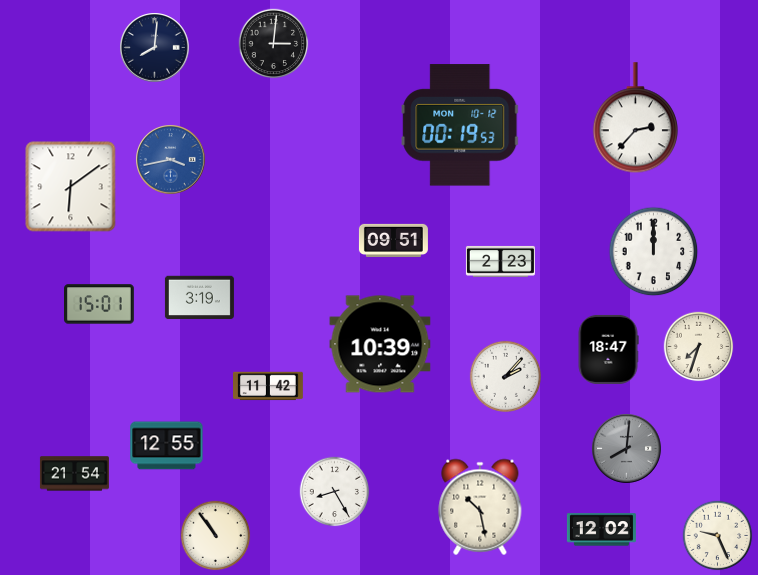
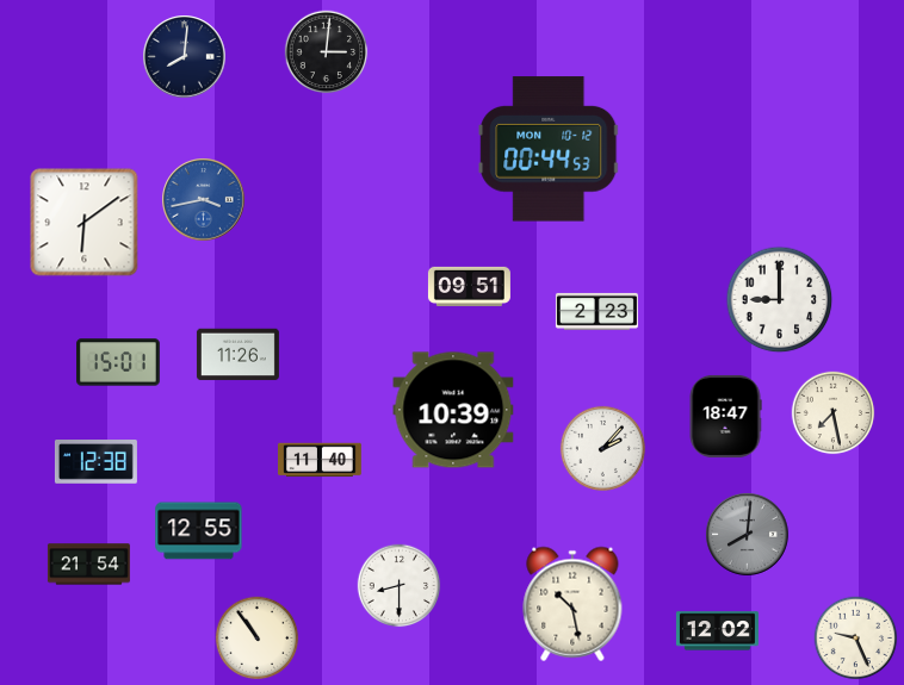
clock at (635, 118): 2:37 -> none
clock at (460, 125): 00:19 -> 00:44
clock at (171, 160) position: (171, 160) -> (204, 200)
clock at (654, 252): 12:00 -> 9:00
clock at (199, 298): 3:19 -> 11:26
clock at (699, 347): 7:33 -> 7:28
clock at (269, 386): 11:42 -> 11:40
clock at (95, 462): none -> 12:38
clock at (335, 492): 8:25 -> 8:30
